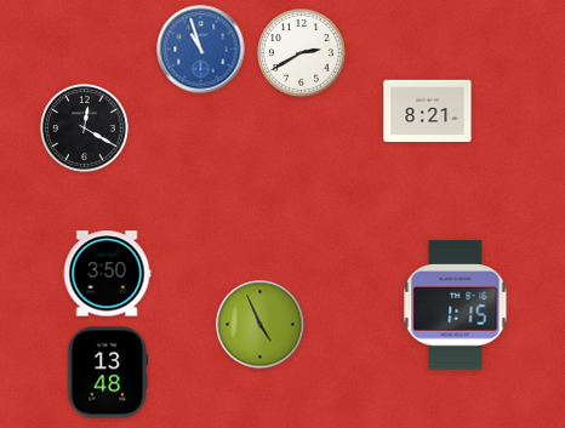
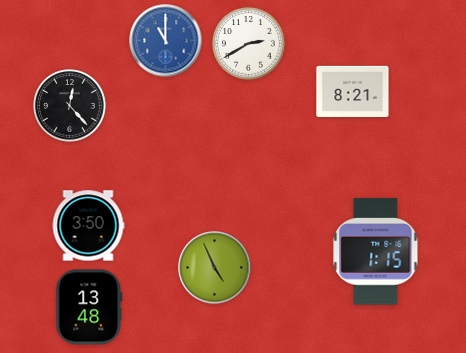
clock at (201, 50): 10:57 -> 11:00
clock at (85, 129): 12:20 -> 12:23
